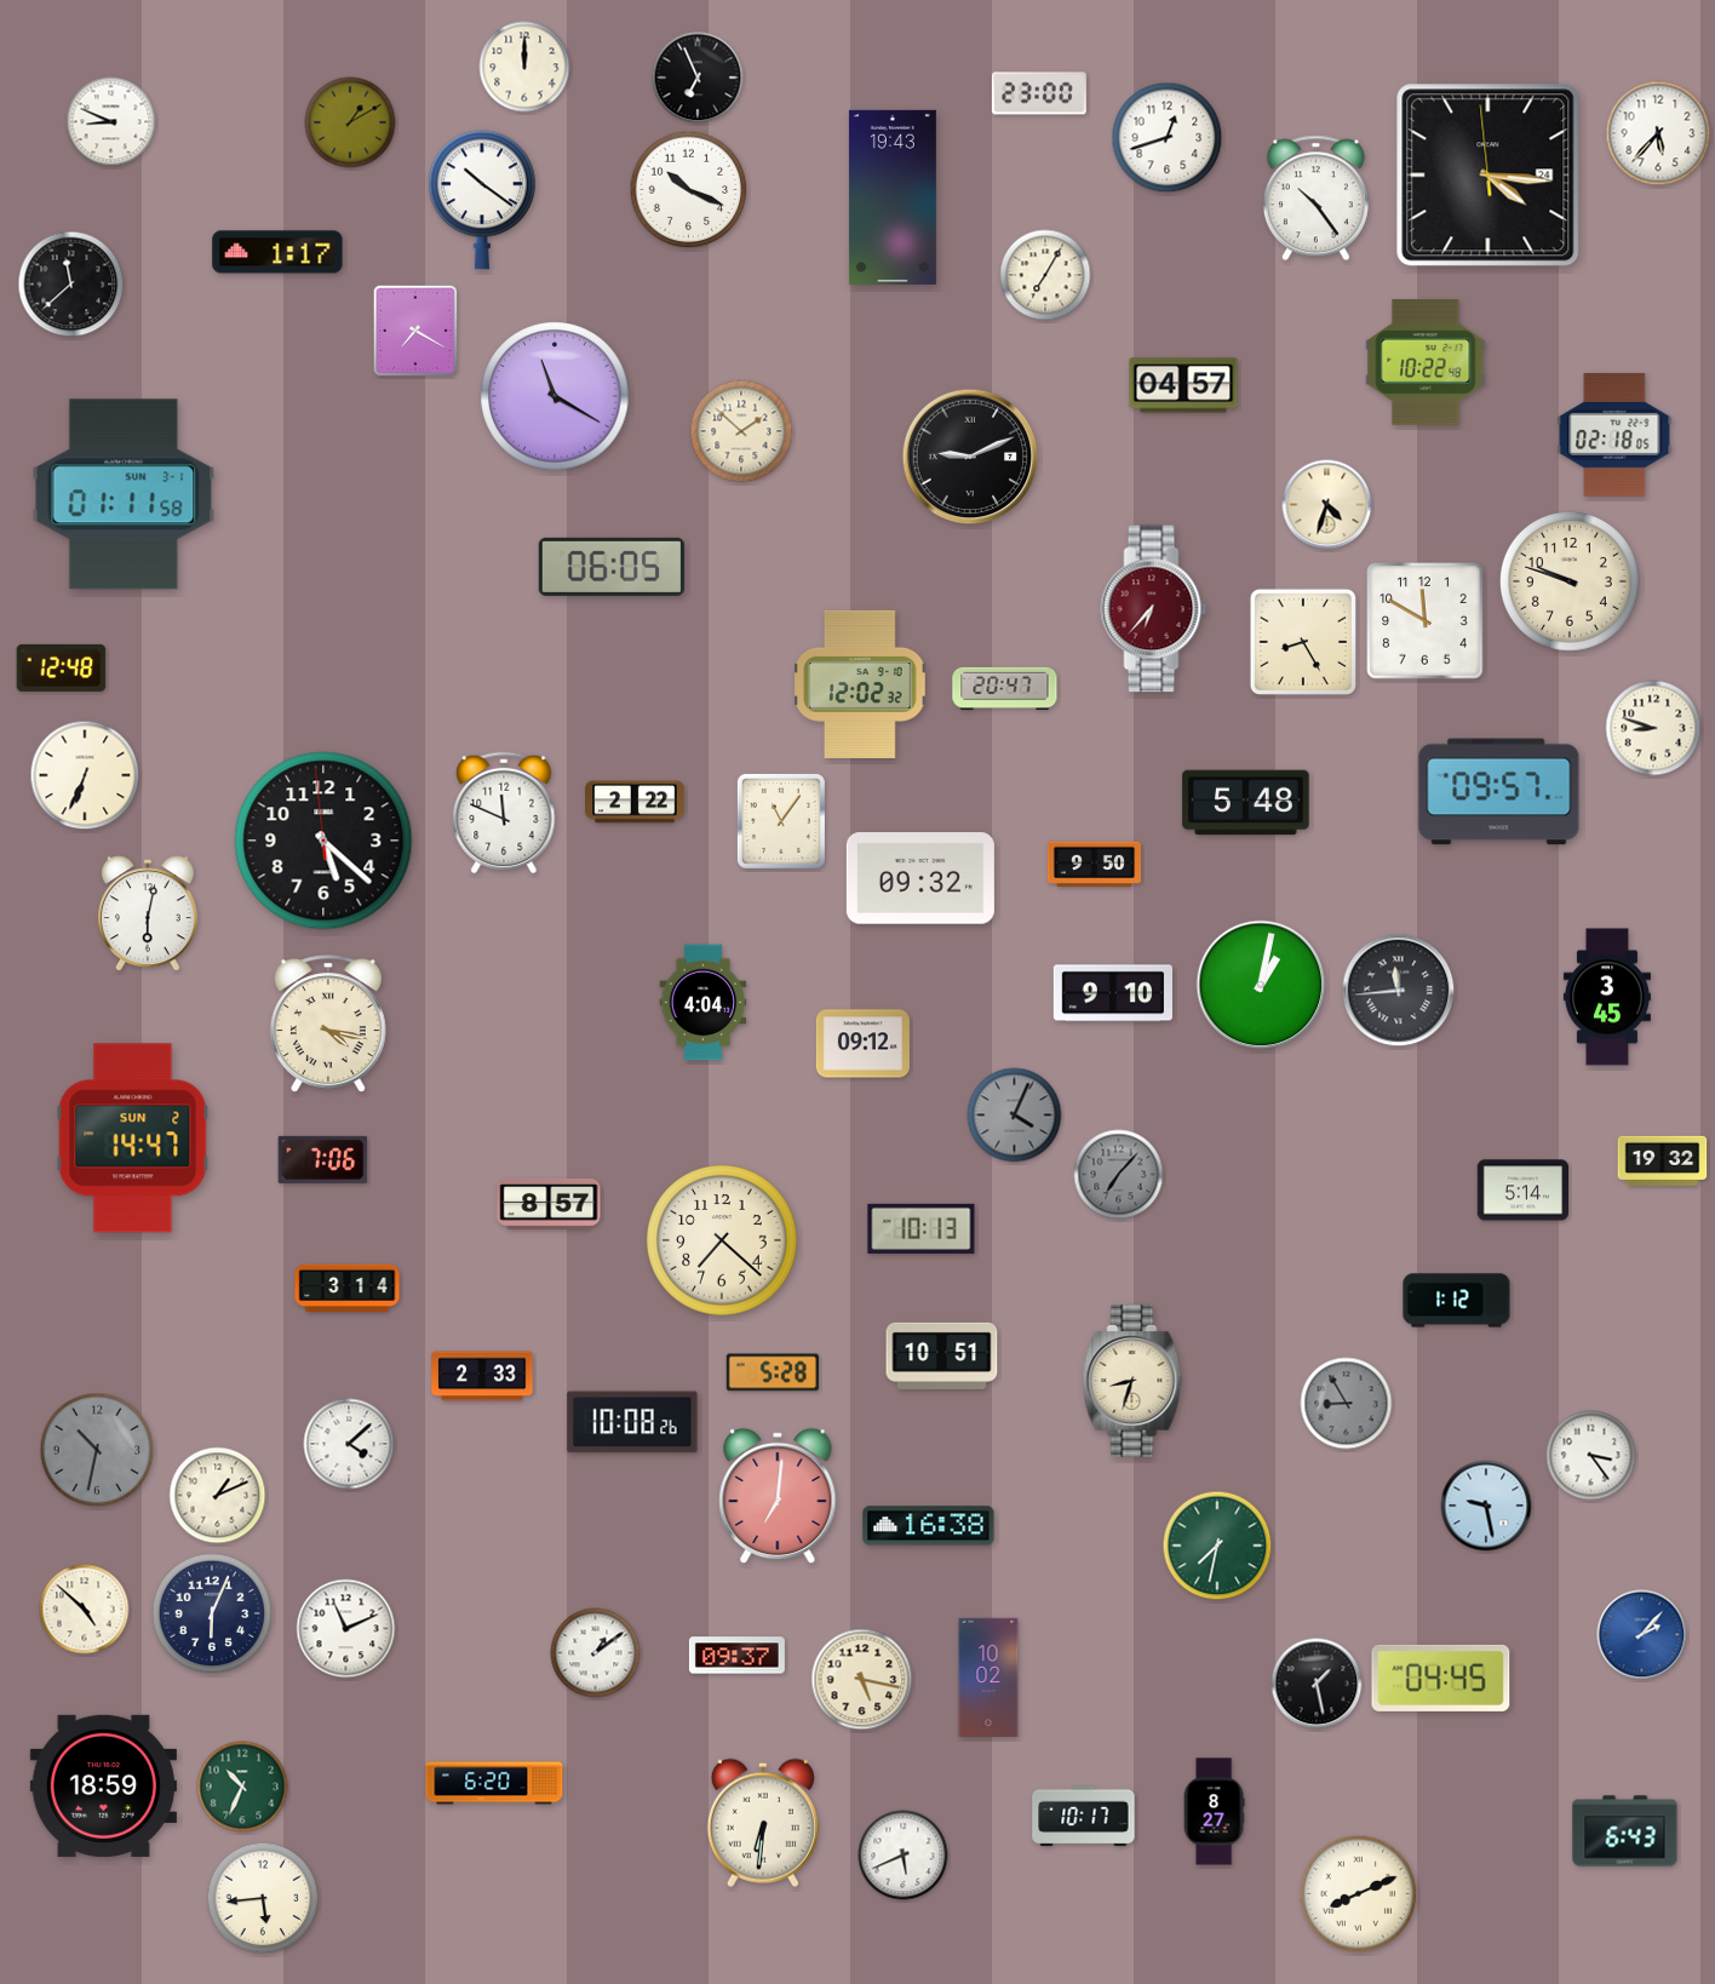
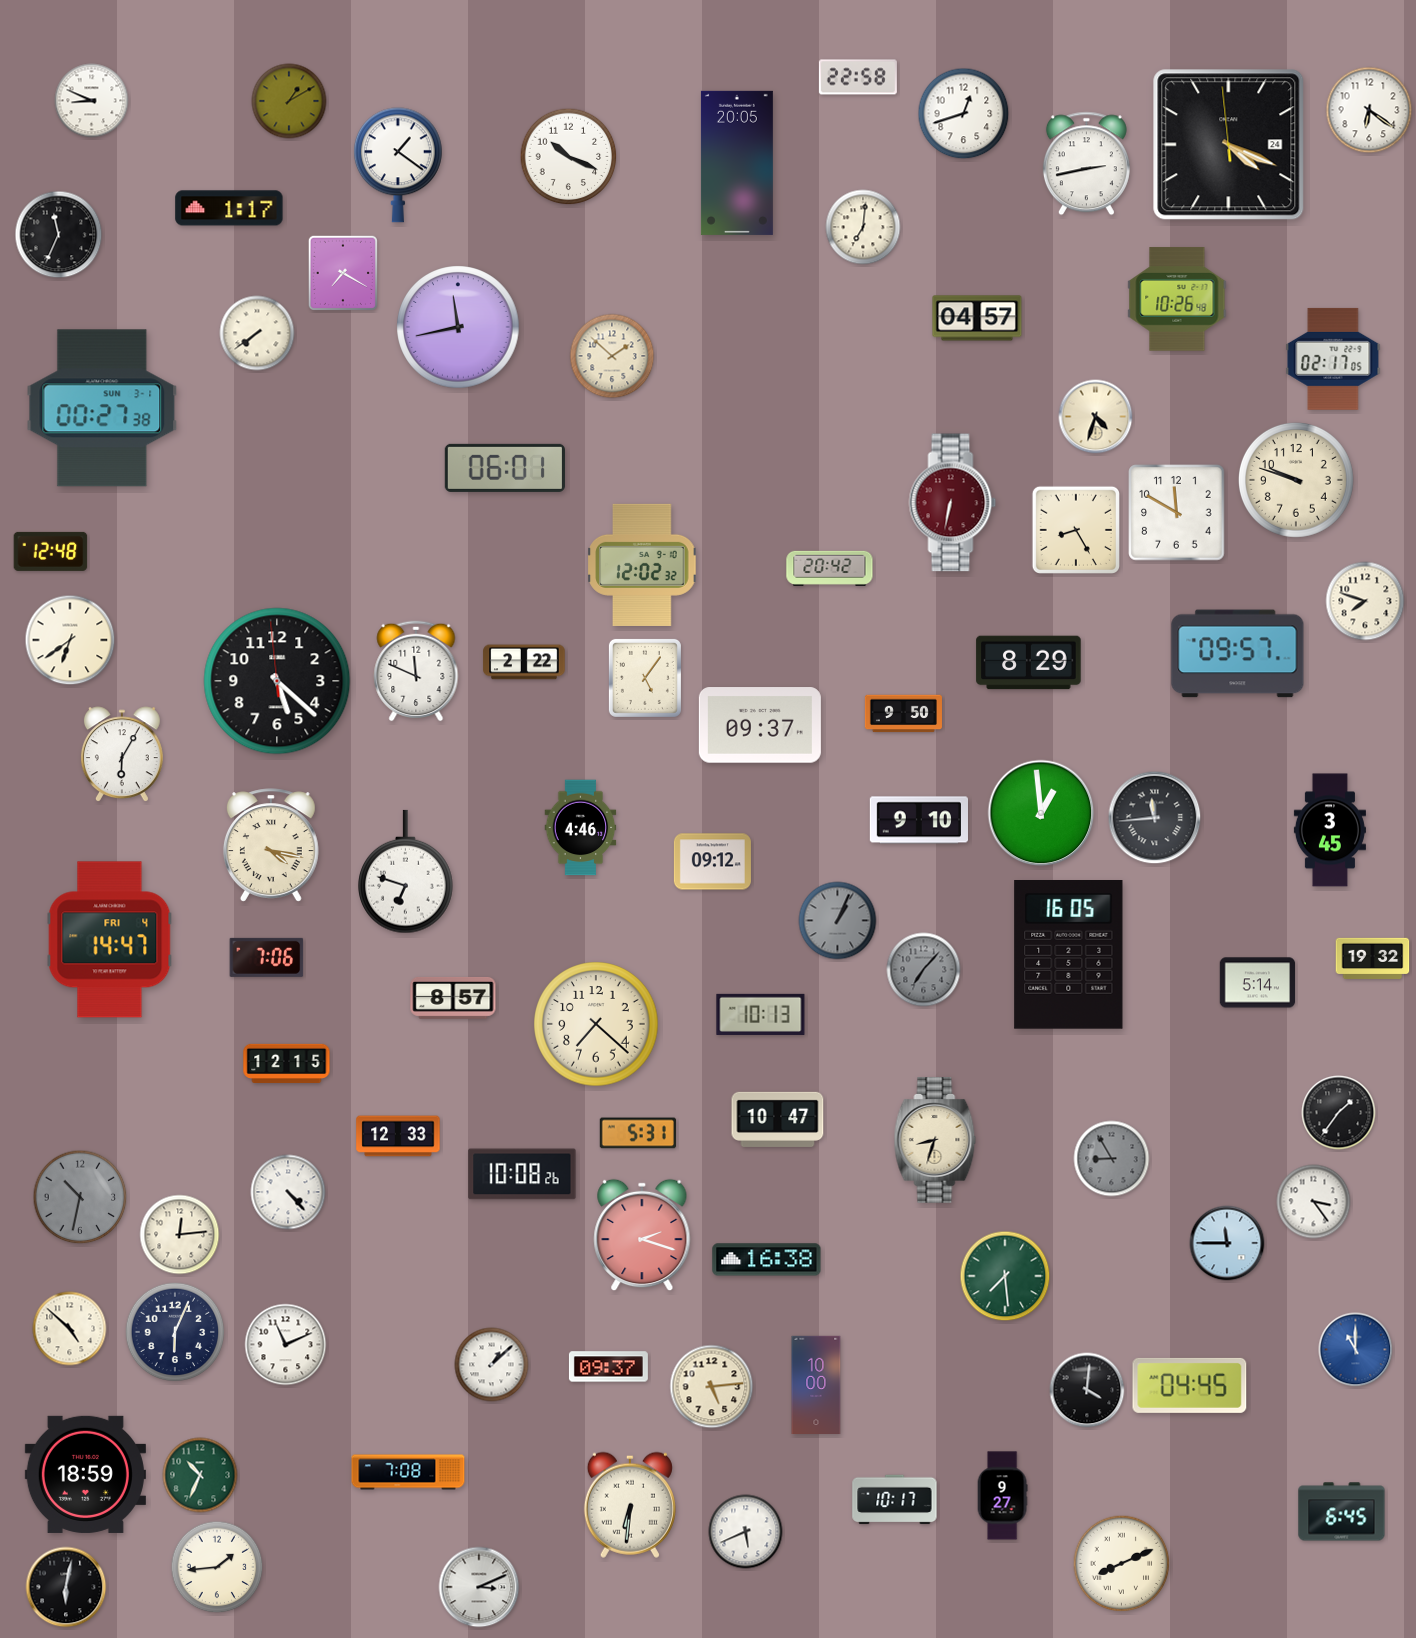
clock at (524, 67): 12:00 -> none
clock at (698, 78): 6:56 -> none
clock at (1039, 93): 23:00 -> 22:58
clock at (1658, 133): 5:37 -> 6:21
clock at (1489, 176): 4:15 -> 4:18
clock at (893, 197): 19:43 -> 20:05
clock at (1315, 199): 10:24 -> 2:43
clock at (482, 200): 10:21 -> 1:21
clock at (1045, 275): 7:05 -> 7:01
clock at (71, 285): 11:38 -> 11:34
clock at (1426, 362): 10:22 -> 10:26
clock at (555, 396): 11:20 -> 11:43
clock at (257, 333): none -> 7:39
clock at (1614, 435): 02:18 -> 02:17
clock at (970, 457): 9:11 -> none
clock at (124, 494): 01:11 -> 00:27
clock at (612, 567): 06:05 -> 06:01
clock at (1154, 609): 6:37 -> 6:32
clock at (860, 684) position: (860, 684) -> (642, 565)
clock at (1005, 688): 20:47 -> 20:42
clock at (1653, 728): 8:48 -> 7:48
clock at (85, 775): 6:34 -> 6:39
clock at (1246, 803): 5:48 -> 8:29
clock at (781, 821): 11:06 -> 5:06
clock at (323, 841) position: (323, 841) -> (277, 681)
clock at (920, 878): 09:32 -> 09:37
clock at (148, 914): 6:02 -> 6:05
clock at (1261, 985): 1:02 -> 12:59
clock at (1607, 997) position: (1607, 997) -> (1330, 830)
clock at (704, 1003): 4:04 -> 4:46
clock at (406, 872): none -> 6:48
clock at (1015, 1116): 4:04 -> 1:04
clock at (133, 1139) date: SUN 2 -> FRI 4
clock at (1069, 955): none -> 16:05
clock at (549, 1204) position: (549, 1204) -> (453, 998)
clock at (348, 1288): 3:14 -> 12:15
clock at (1457, 1301): 1:12 -> none
clock at (1339, 1113): none -> 1:36
clock at (942, 1355): 10:51 -> 10:47
clock at (773, 1372): 5:28 -> 5:31
clock at (482, 1376): 2:33 -> 12:33
clock at (349, 1444): 4:08 -> 4:23
clock at (218, 1496): 1:11 -> 12:14
clock at (778, 1496): 7:01 -> 2:18
clock at (1486, 1506): 9:28 -> 11:45
clock at (1217, 1546): 7:32 -> 7:29
clock at (1642, 1635): 2:07 -> 11:00
clock at (596, 1653): 1:09 -> 1:08
clock at (988, 1676): 10:02 -> 10:00
clock at (862, 1680): 5:17 -> 5:14
clock at (1317, 1684): 1:28 -> 4:01
clock at (494, 1783): 6:20 -> 7:08
clock at (1214, 1812): 8:27 -> 9:27
clock at (1625, 1831): 6:43 -> 6:45
clock at (263, 1898): 5:44 -> 1:44
clock at (66, 1587): none -> 6:02
clock at (479, 1587): none -> 3:11
